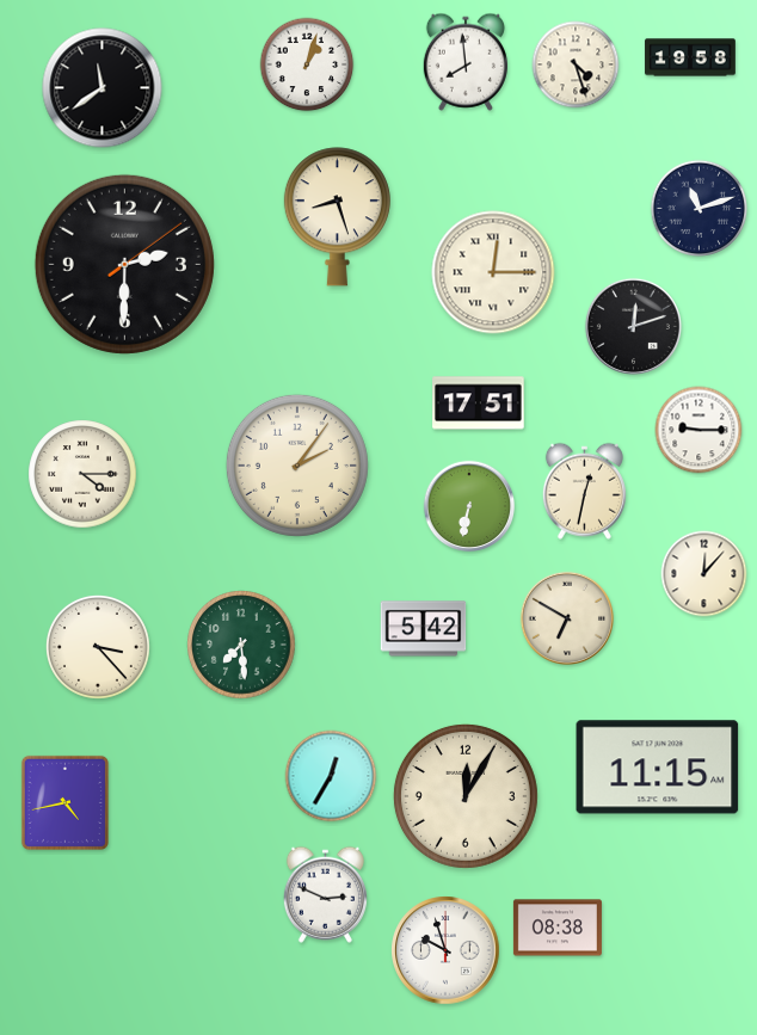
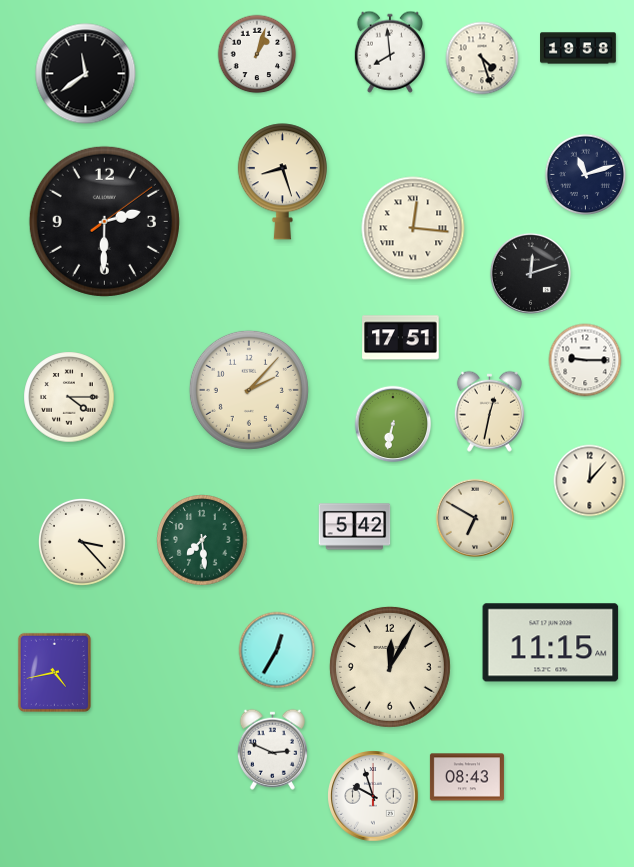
clock at (576, 64) position: (576, 64) -> (482, 58)
clock at (493, 272): 12:15 -> 12:16
clock at (297, 466): 2:06 -> 2:07
clock at (558, 928): 08:38 -> 08:43
